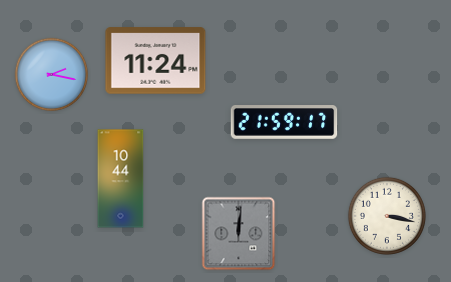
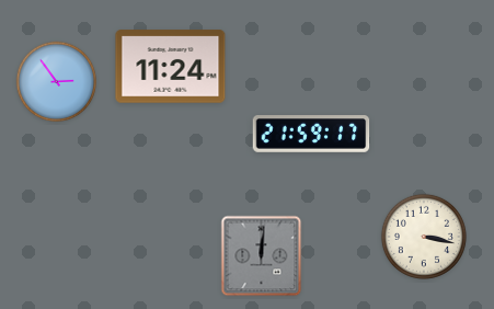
clock at (52, 75): 2:17 -> 2:54
clock at (121, 179): 10:44 -> none
